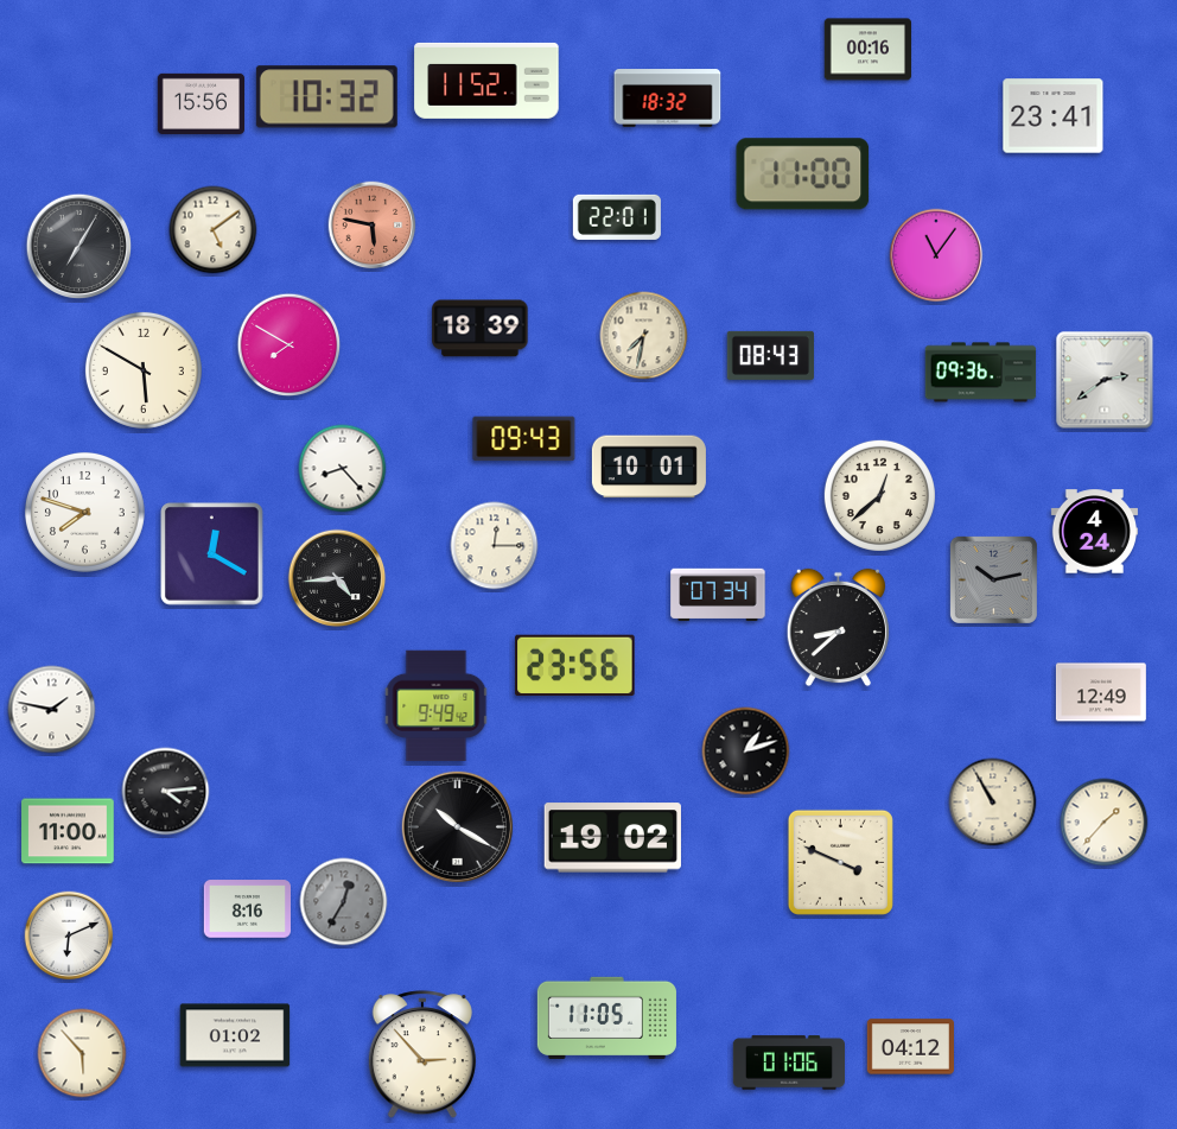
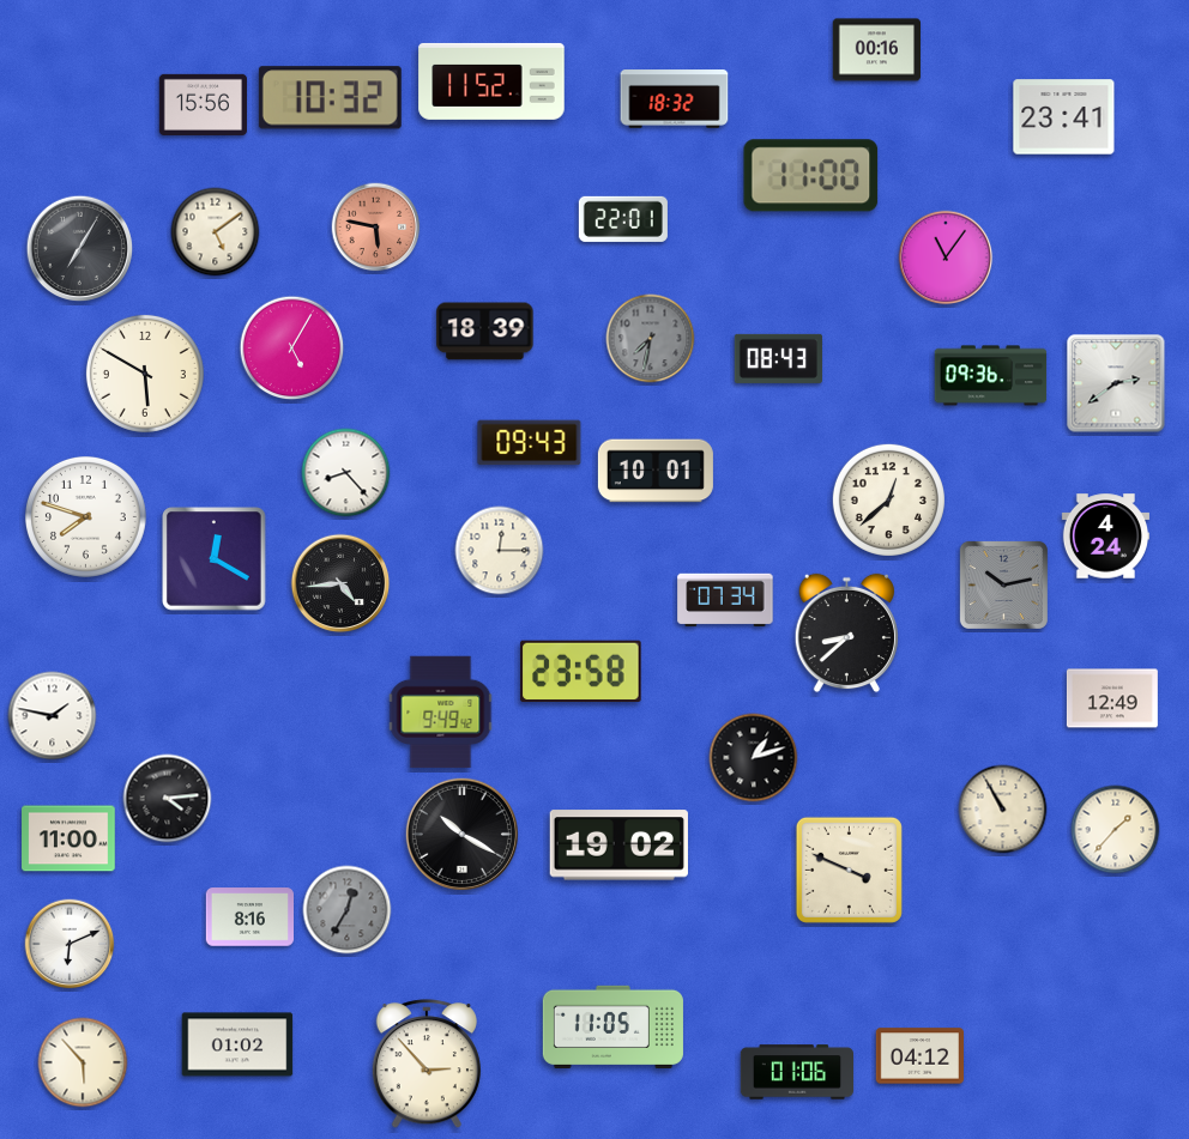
clock at (644, 336) dial: cream -> grey
clock at (290, 345): 7:50 -> 5:05
clock at (575, 666): 23:56 -> 23:58
